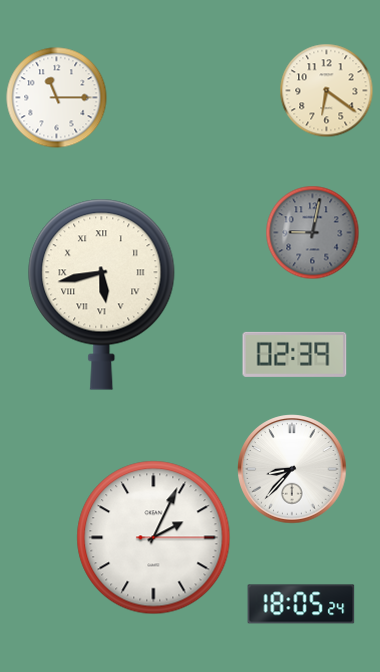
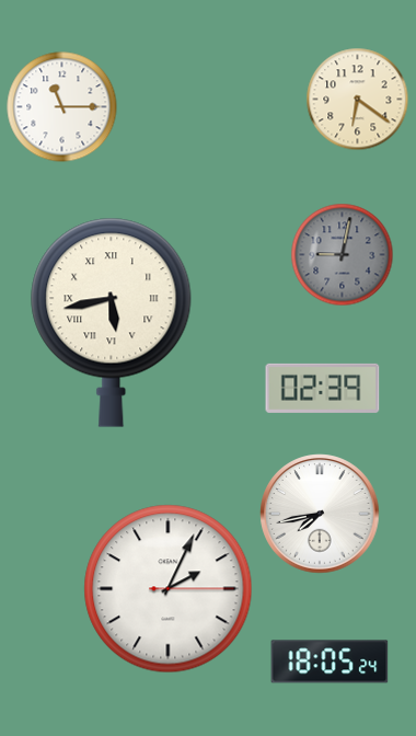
clock at (292, 469): 8:37 -> 7:43
